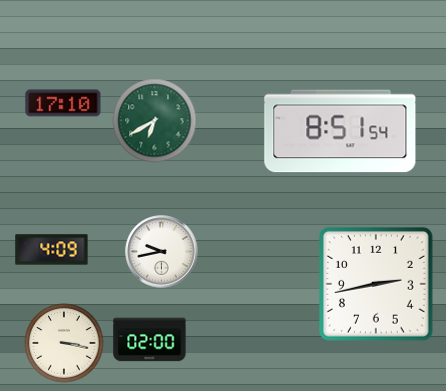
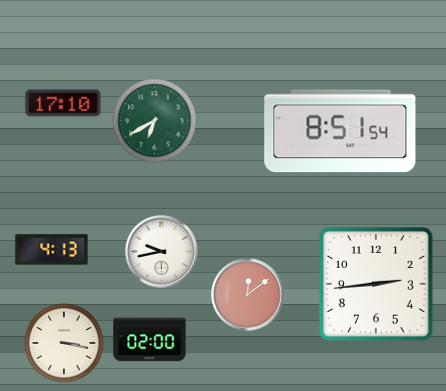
clock at (52, 250): 4:09 -> 4:13
clock at (376, 284): 2:43 -> 2:44
clock at (248, 295): none -> 12:09
